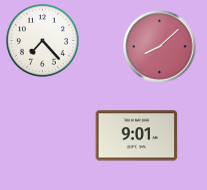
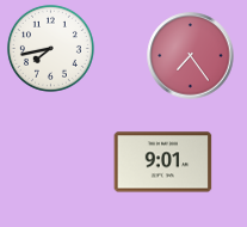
clock at (42, 40): 7:23 -> 7:43
clock at (160, 47): 8:08 -> 7:24
